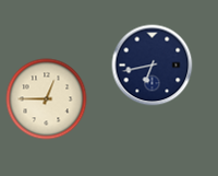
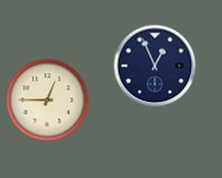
clock at (153, 66): 6:43 -> 12:56
